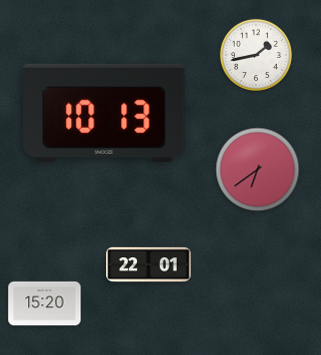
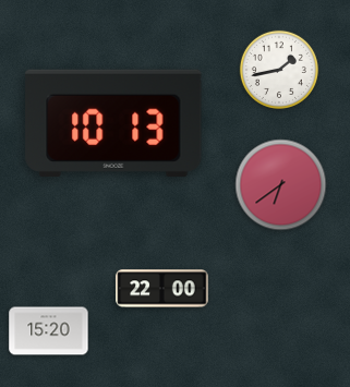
clock at (256, 55) position: (256, 55) -> (279, 70)
clock at (149, 265): 22:01 -> 22:00
